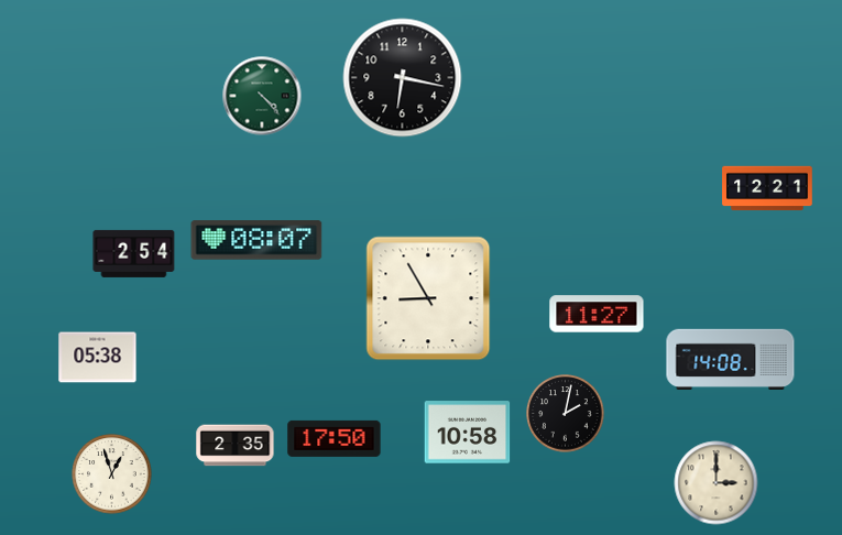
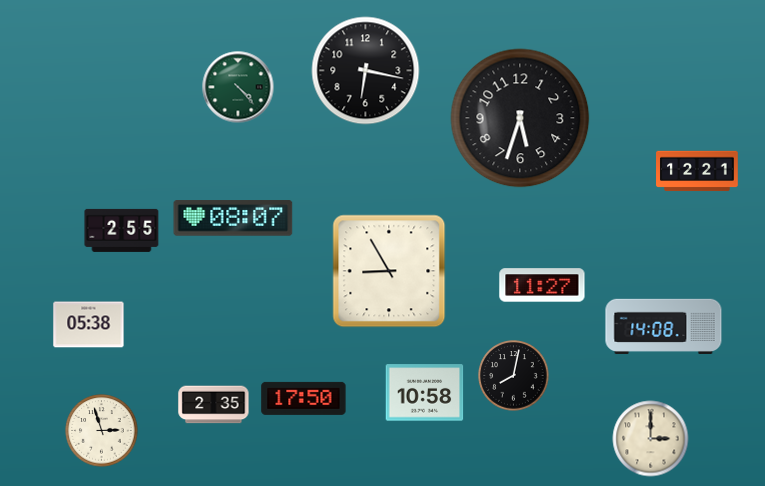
clock at (520, 118): none -> 5:33
clock at (134, 253): 2:54 -> 2:55
clock at (566, 414): 2:02 -> 8:02
clock at (112, 474): 12:57 -> 2:57
